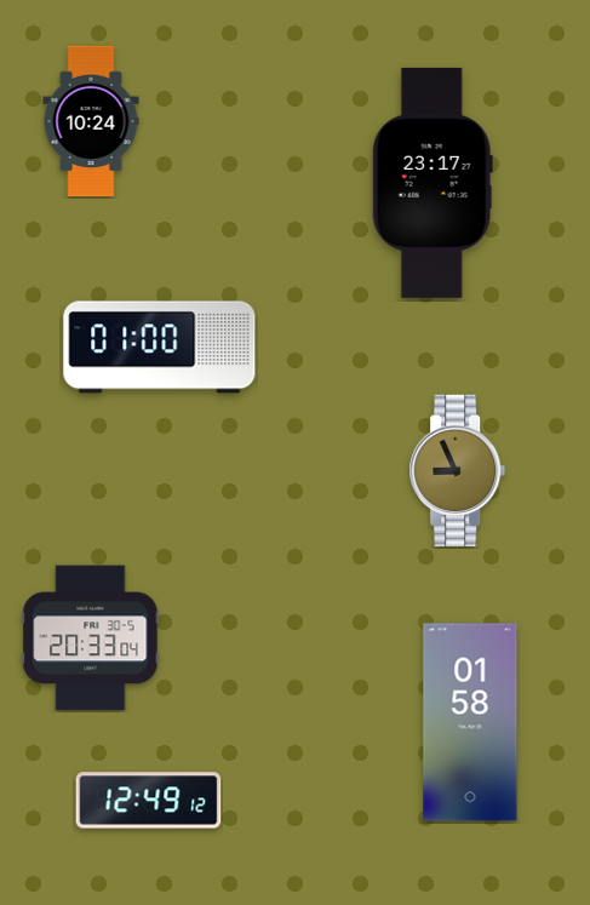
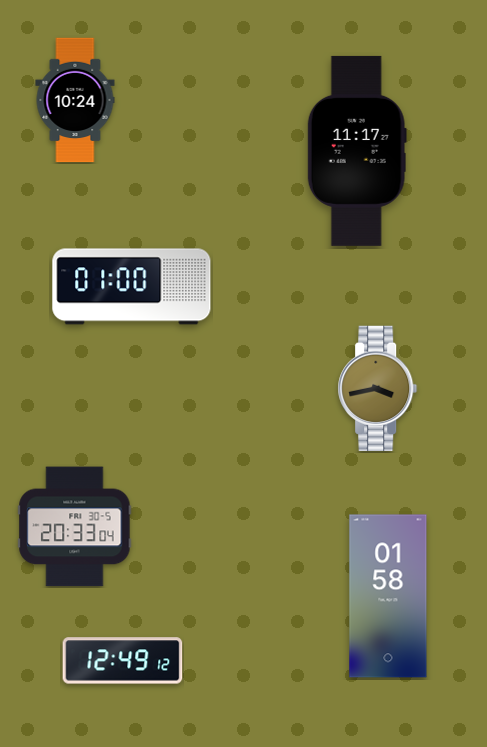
clock at (433, 183): 23:17 -> 11:17
clock at (458, 471): 8:56 -> 3:43
